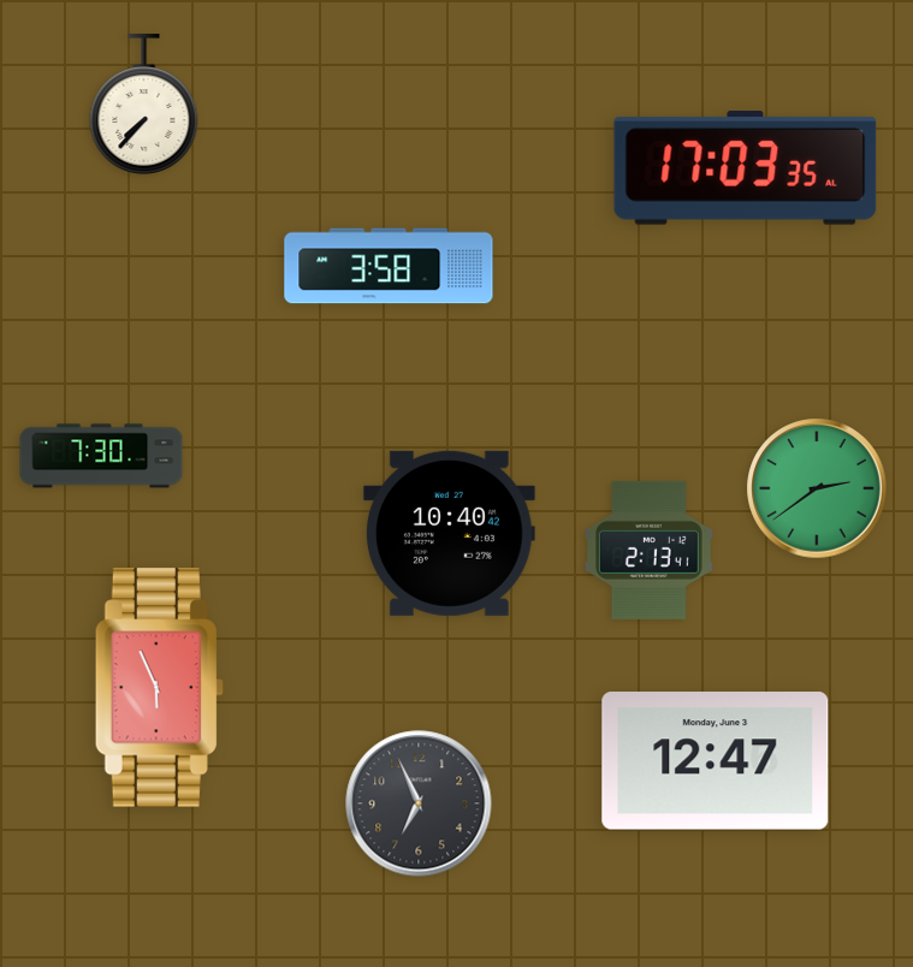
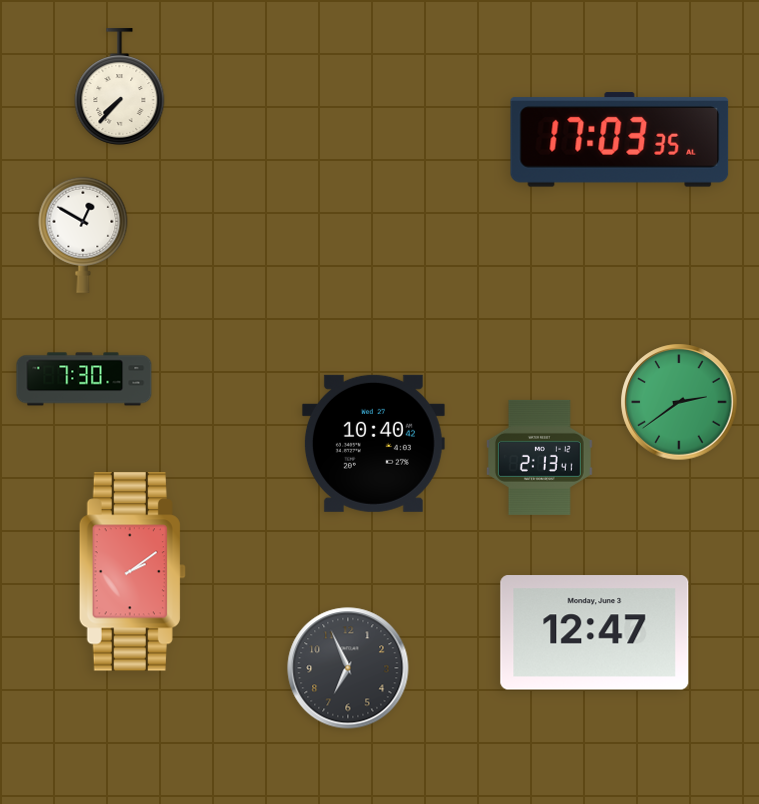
clock at (389, 266): 3:58 -> none
clock at (83, 235): none -> 12:50
clock at (817, 488) position: (817, 488) -> (679, 402)
clock at (159, 688): 5:56 -> 2:09
